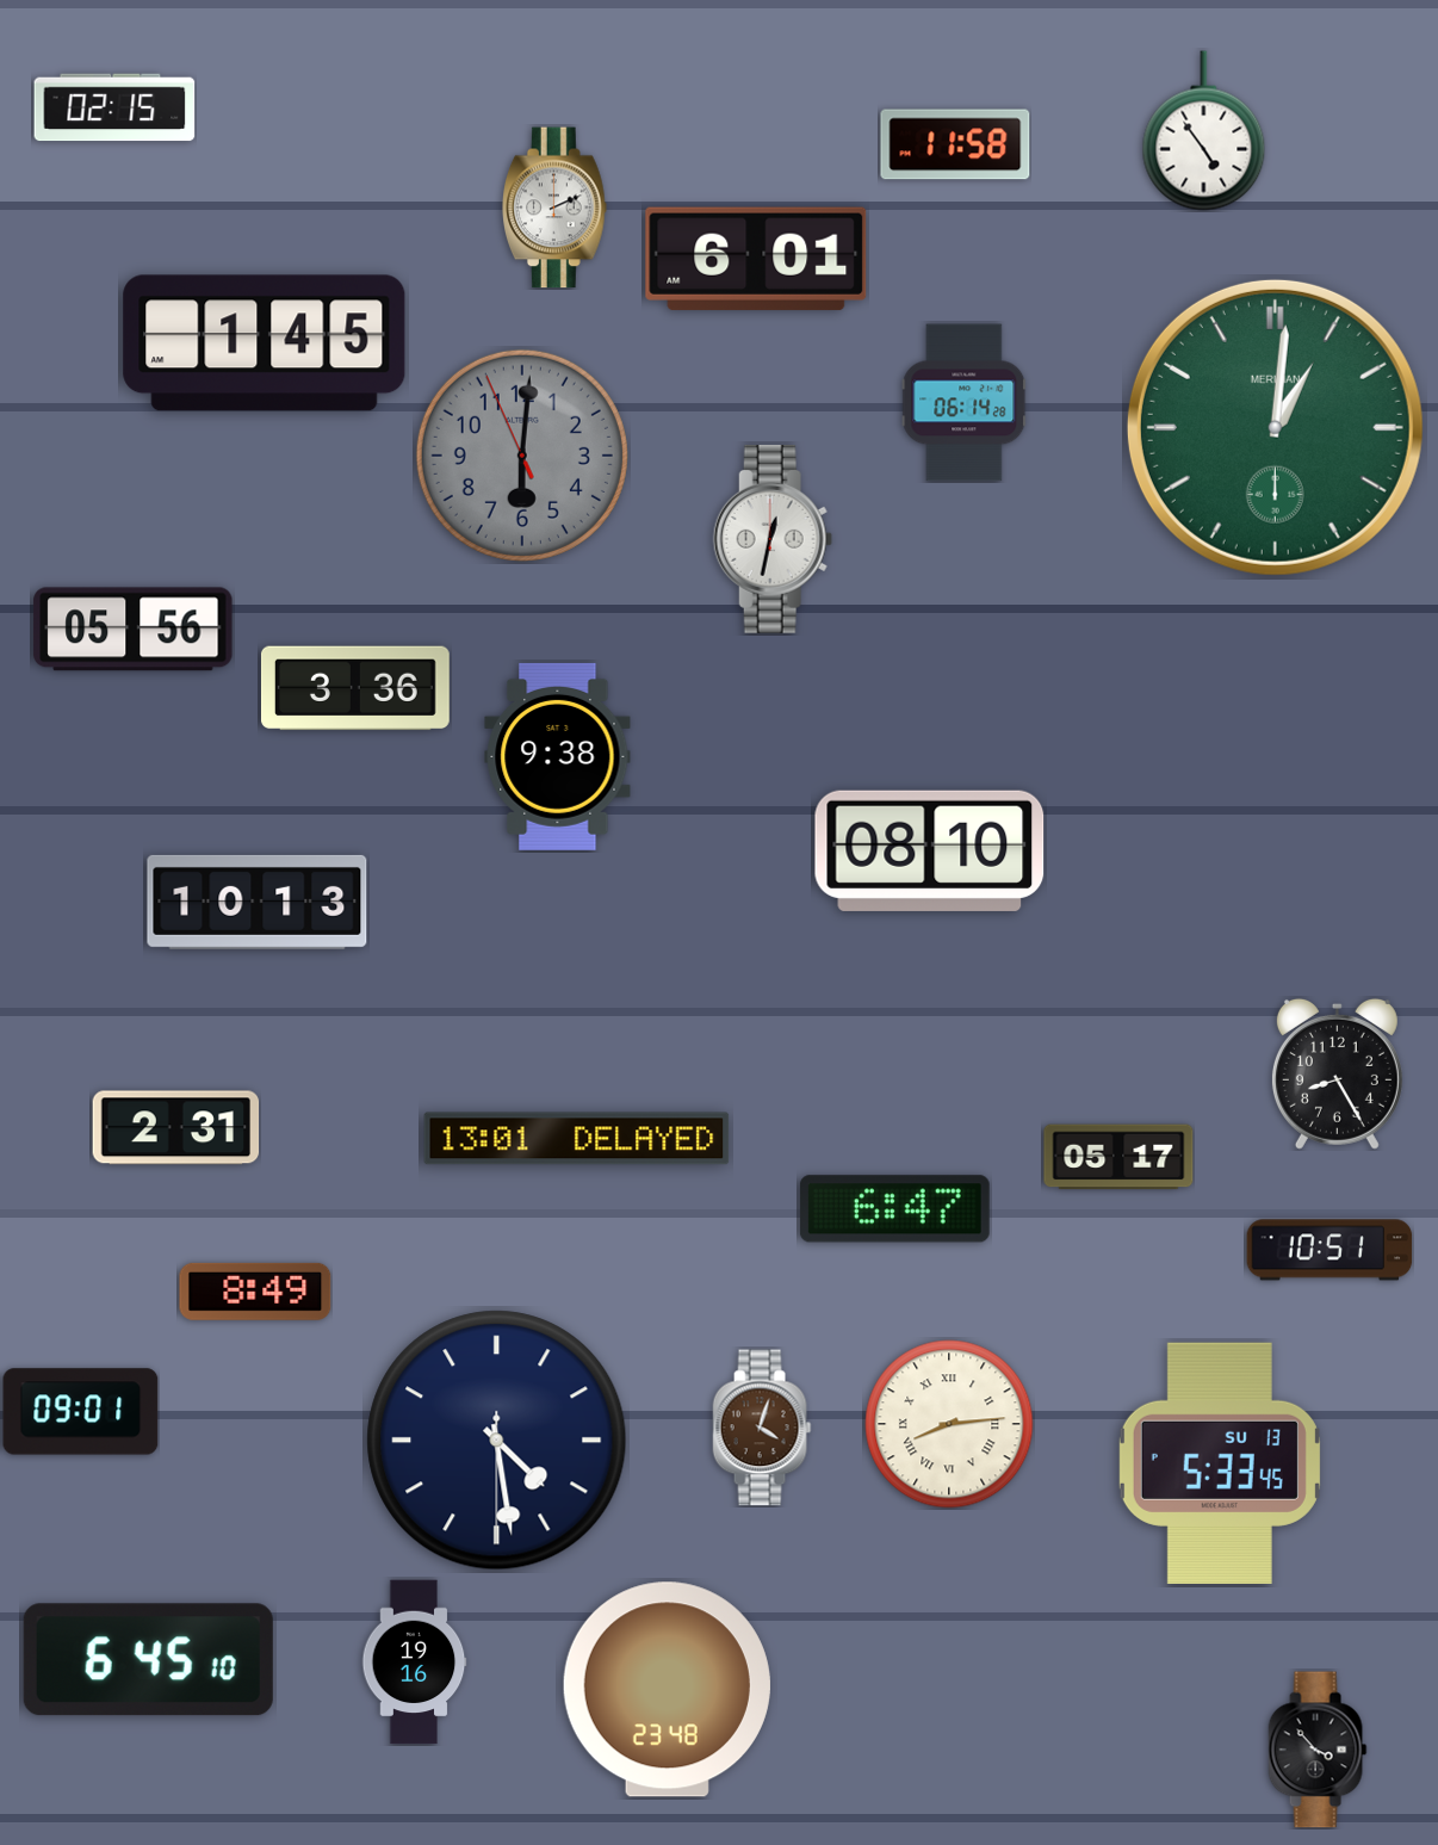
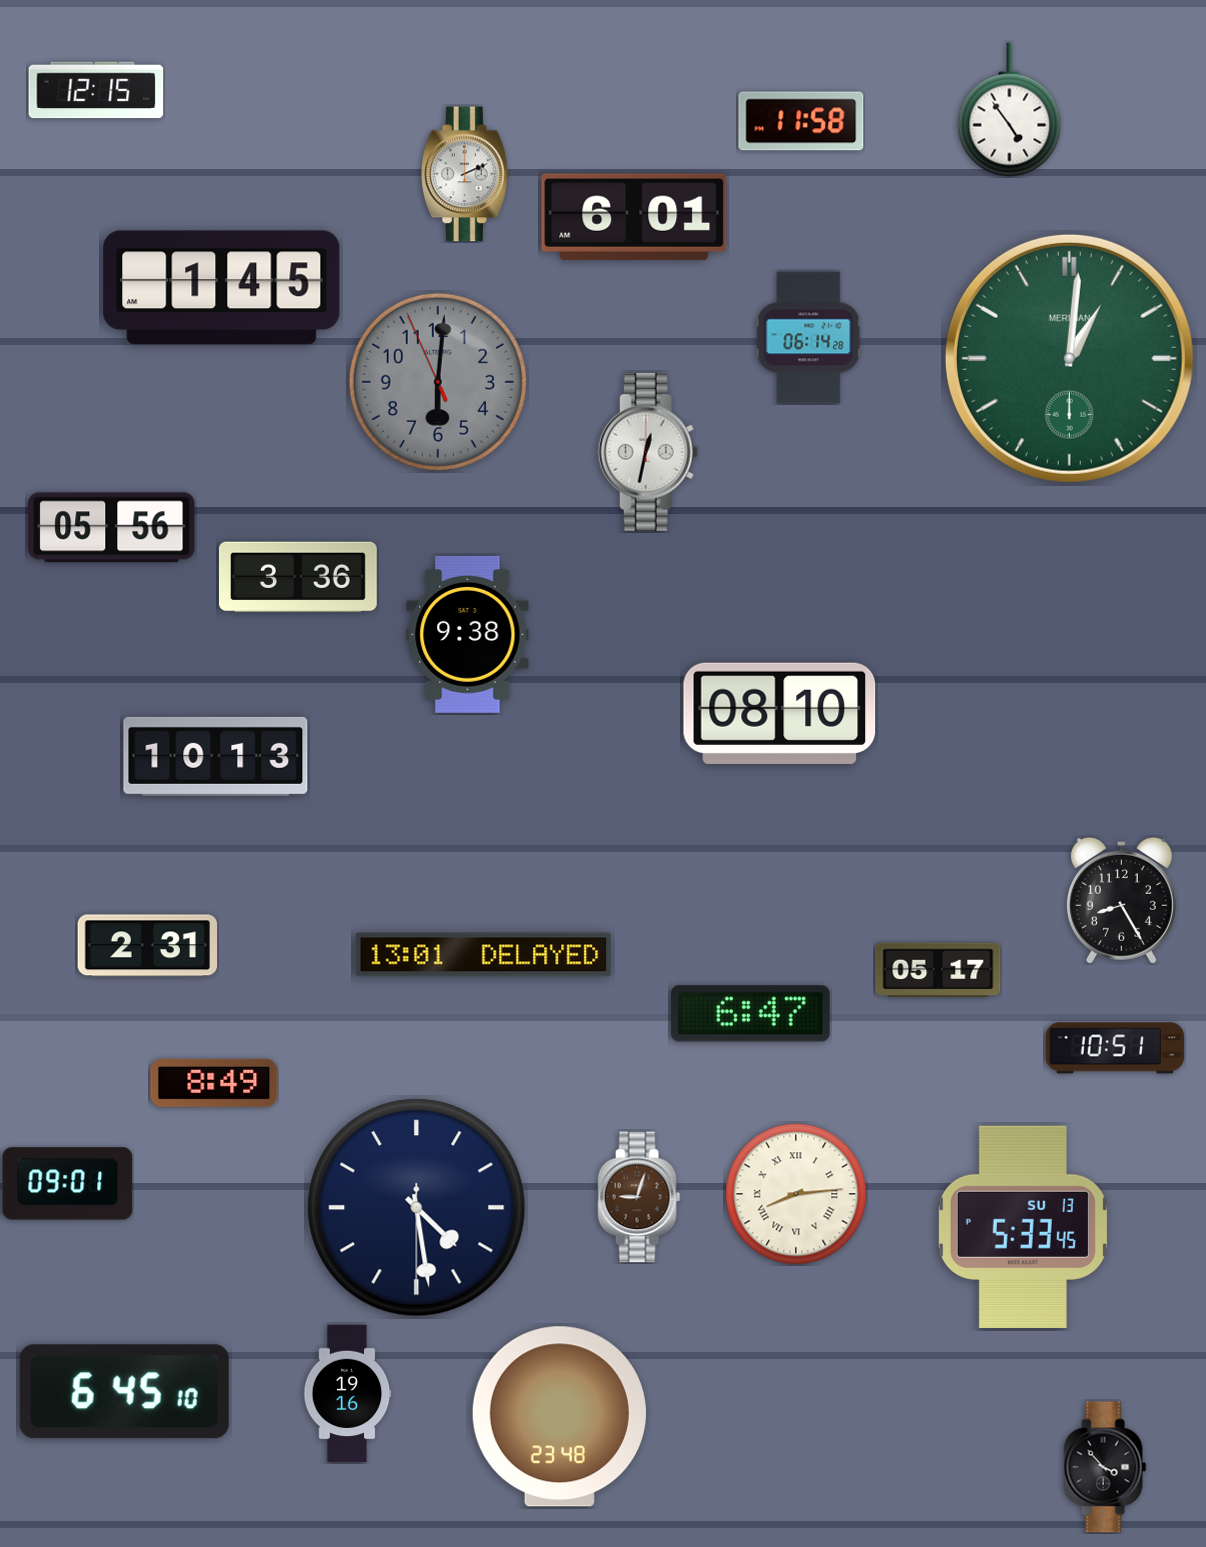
clock at (114, 107): 02:15 -> 12:15
clock at (762, 1428): 4:03 -> 9:03
